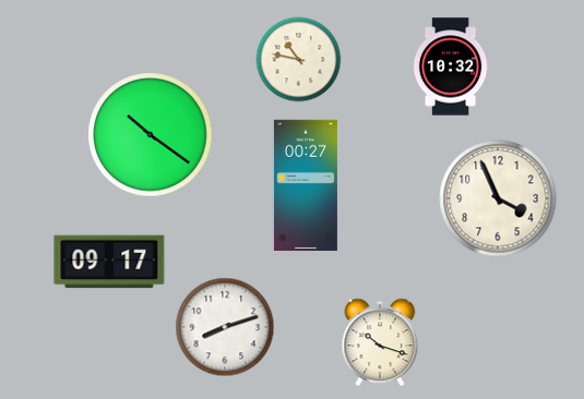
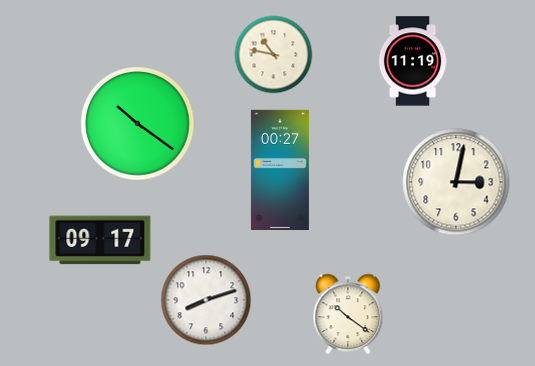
clock at (451, 66): 10:32 -> 11:19
clock at (498, 198): 3:56 -> 3:02
clock at (380, 342): 10:18 -> 10:21
